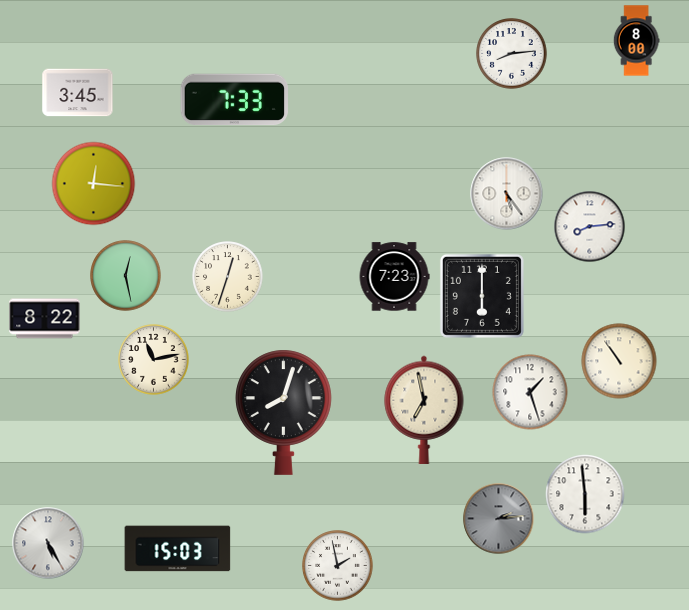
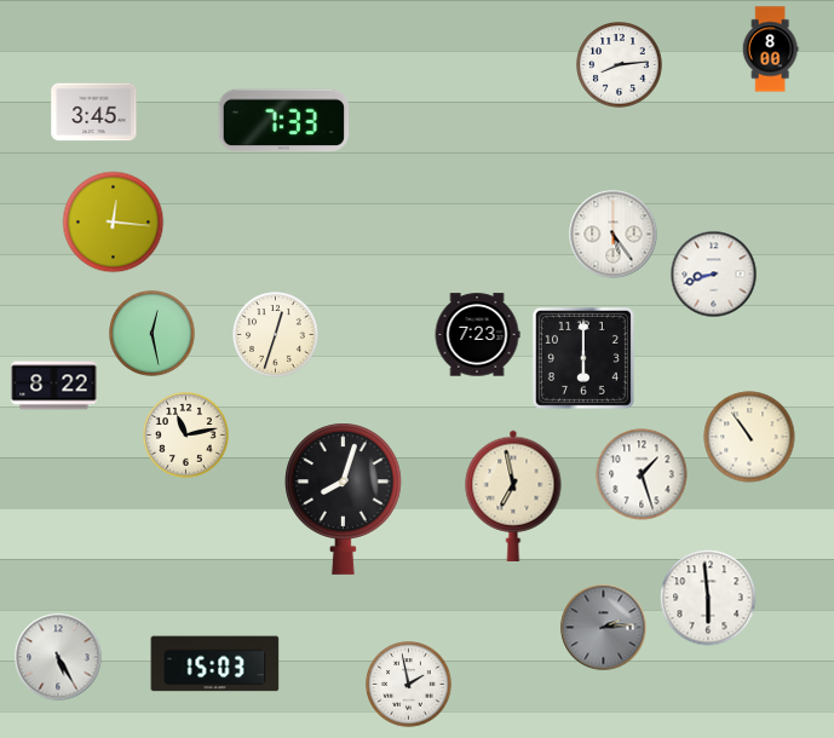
clock at (590, 227): 8:14 -> 8:42
